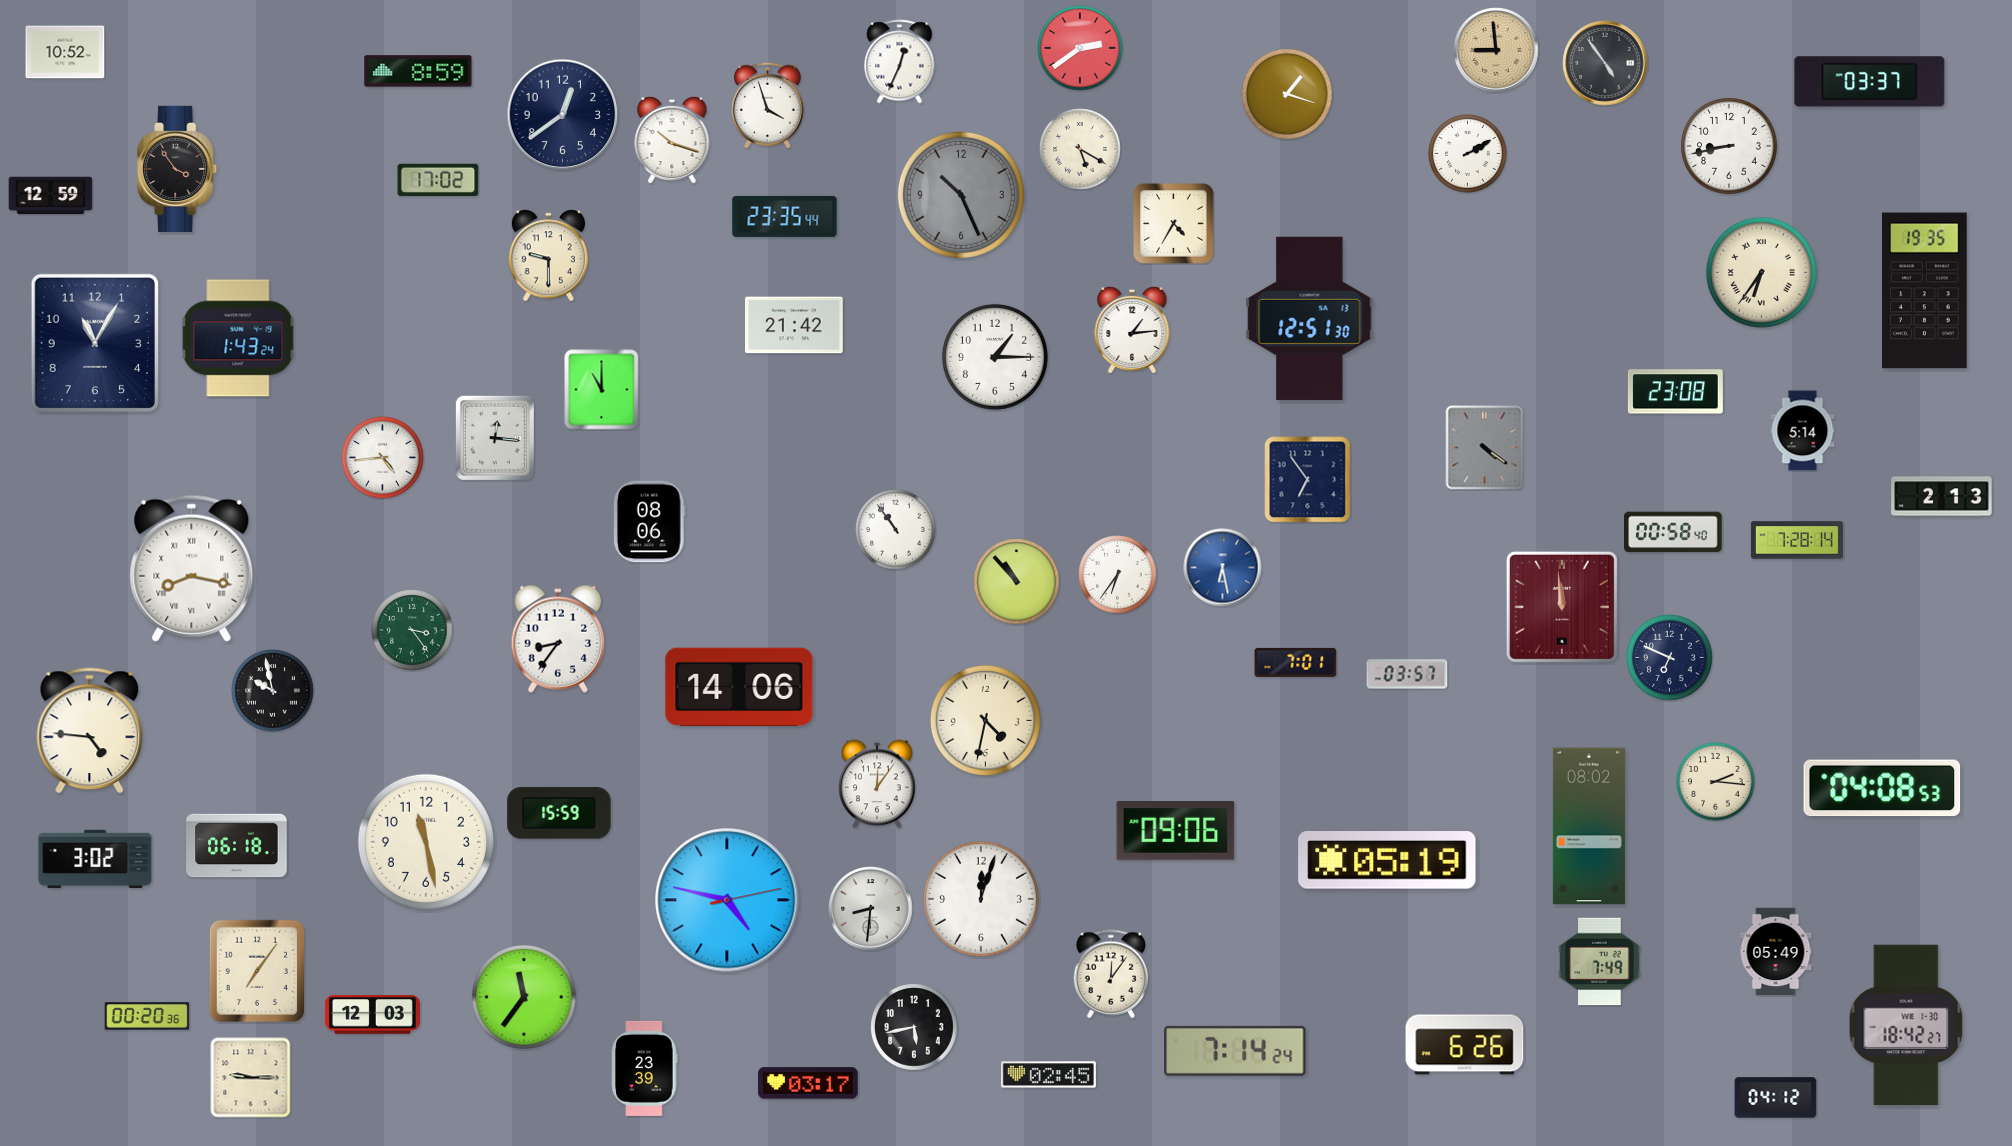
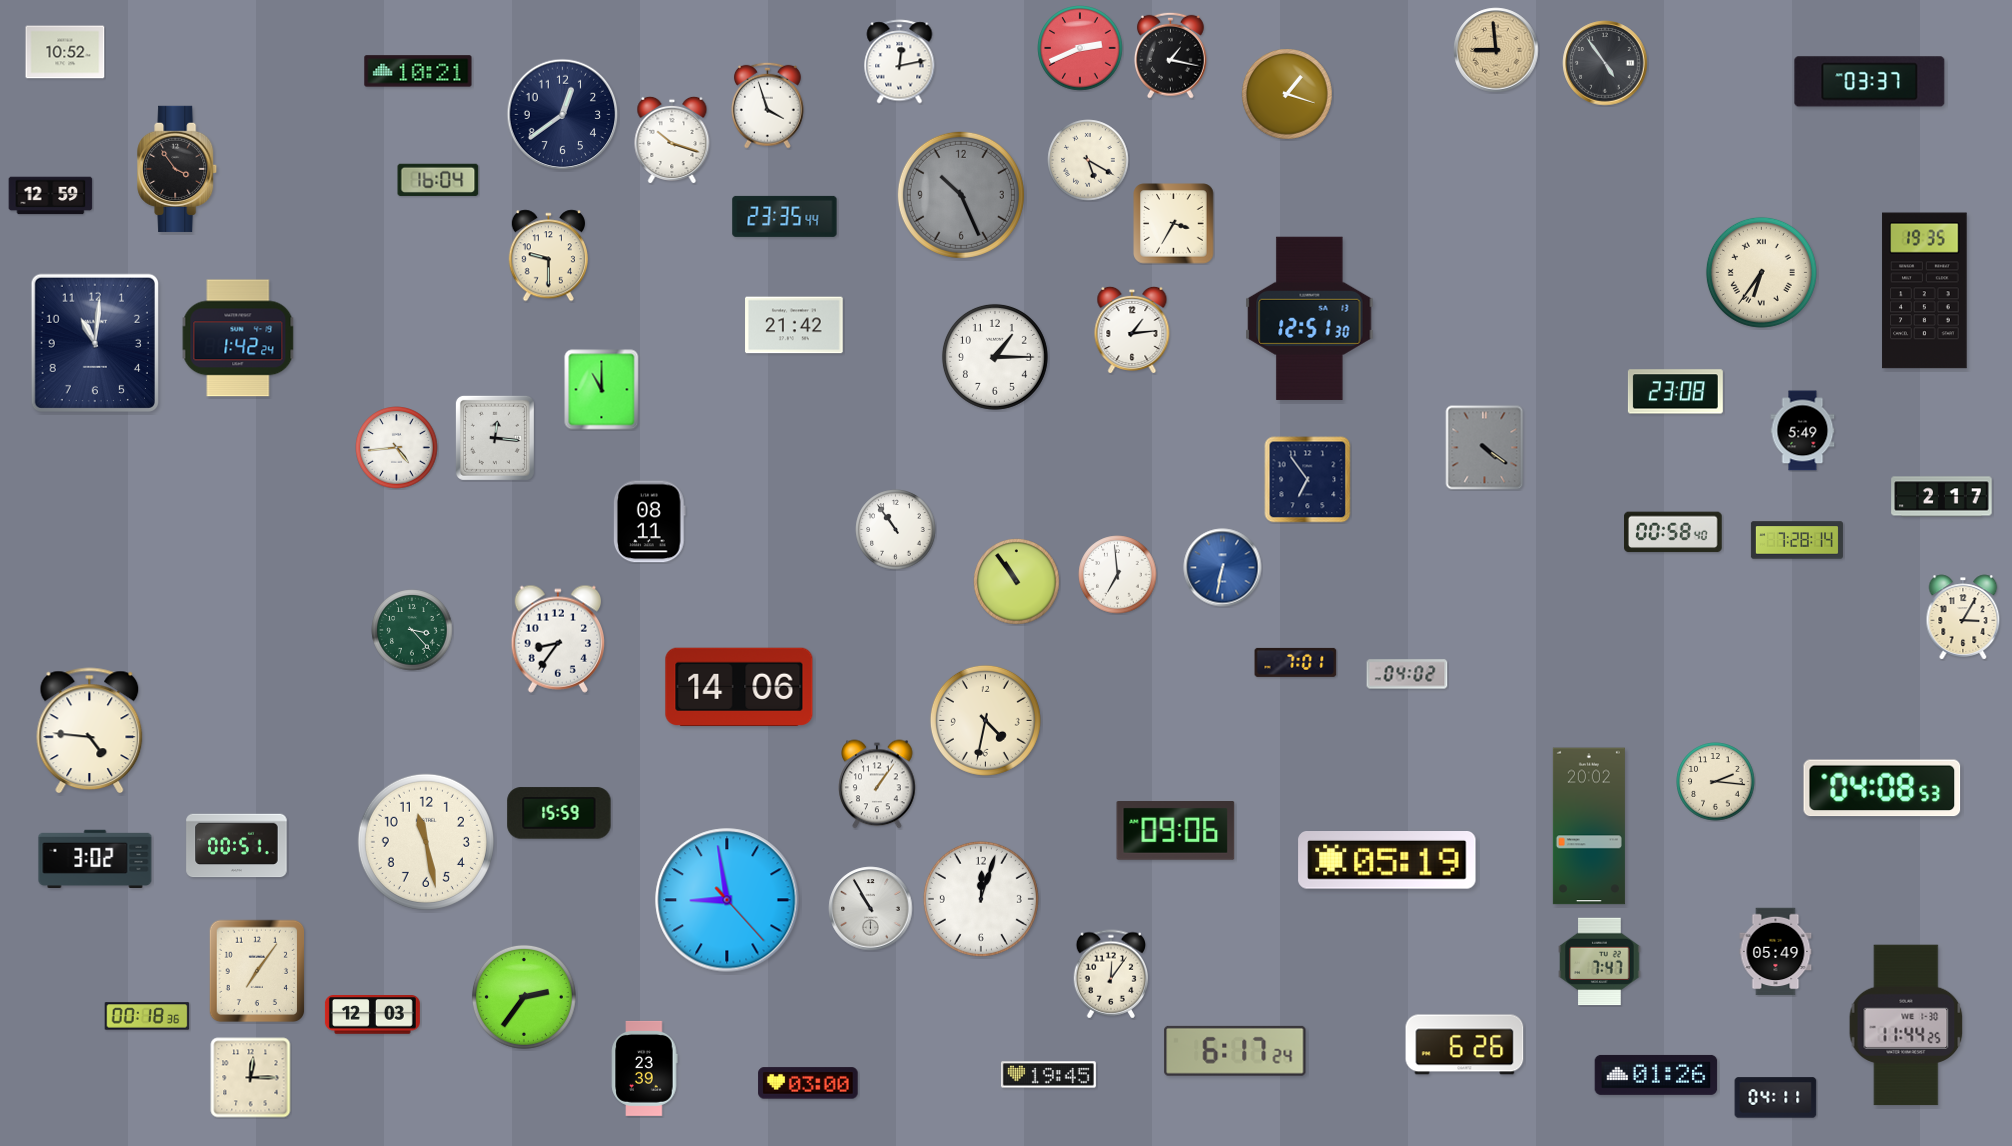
clock at (1080, 48): 2:39 -> 2:41
clock at (1170, 55): none -> 1:17
clock at (900, 62): 12:34 -> 12:13
clock at (418, 71): 8:59 -> 10:21
clock at (1730, 147): 8:43 -> none
clock at (1080, 149) position: (1080, 149) -> (1088, 160)
clock at (1468, 154): 2:10 -> none
clock at (438, 180): 17:02 -> 16:04
clock at (1174, 224): 4:35 -> 3:35
clock at (238, 338): 1:43 -> 1:42
clock at (95, 343): 11:05 -> 11:01
clock at (1803, 431): 5:14 -> 5:49
clock at (383, 458) position: (383, 458) -> (397, 448)
clock at (1942, 497): 2:13 -> 2:17
clock at (649, 522): 08:06 -> 08:11
clock at (192, 568): 8:17 -> none
clock at (1223, 568): 6:28 -> 6:32
clock at (1118, 575): 6:36 -> 6:59
clock at (1017, 582): 10:53 -> 10:54
clock at (1562, 607): 11:59 -> none
clock at (1963, 617): none -> 3:05
clock at (412, 630): 3:24 -> 3:23
clock at (1670, 658): 6:49 -> none
clock at (1407, 674): 03:57 -> 04:02
clock at (273, 691): 9:58 -> none
clock at (877, 784): 12:06 -> 1:06
clock at (1589, 826): 08:02 -> 20:02
clock at (237, 846): 06:18 -> 00:51
clock at (727, 900): 4:47 -> 8:58
clock at (871, 909): 8:31 -> 10:55
clock at (1600, 962): 7:49 -> 7:47
clock at (524, 997): 11:36 -> 2:36
clock at (147, 1016): 00:20 -> 00:18
clock at (1906, 1025): 18:42 -> 11:44
clock at (914, 1027): 5:43 -> none
clock at (1235, 1051): 7:14 -> 6:17
clock at (1048, 1075): 02:45 -> 19:45
clock at (1656, 1075): none -> 01:26
clock at (251, 1078): 9:15 -> 12:15
clock at (808, 1083): 03:17 -> 03:00
clock at (1776, 1098): 04:12 -> 04:11
